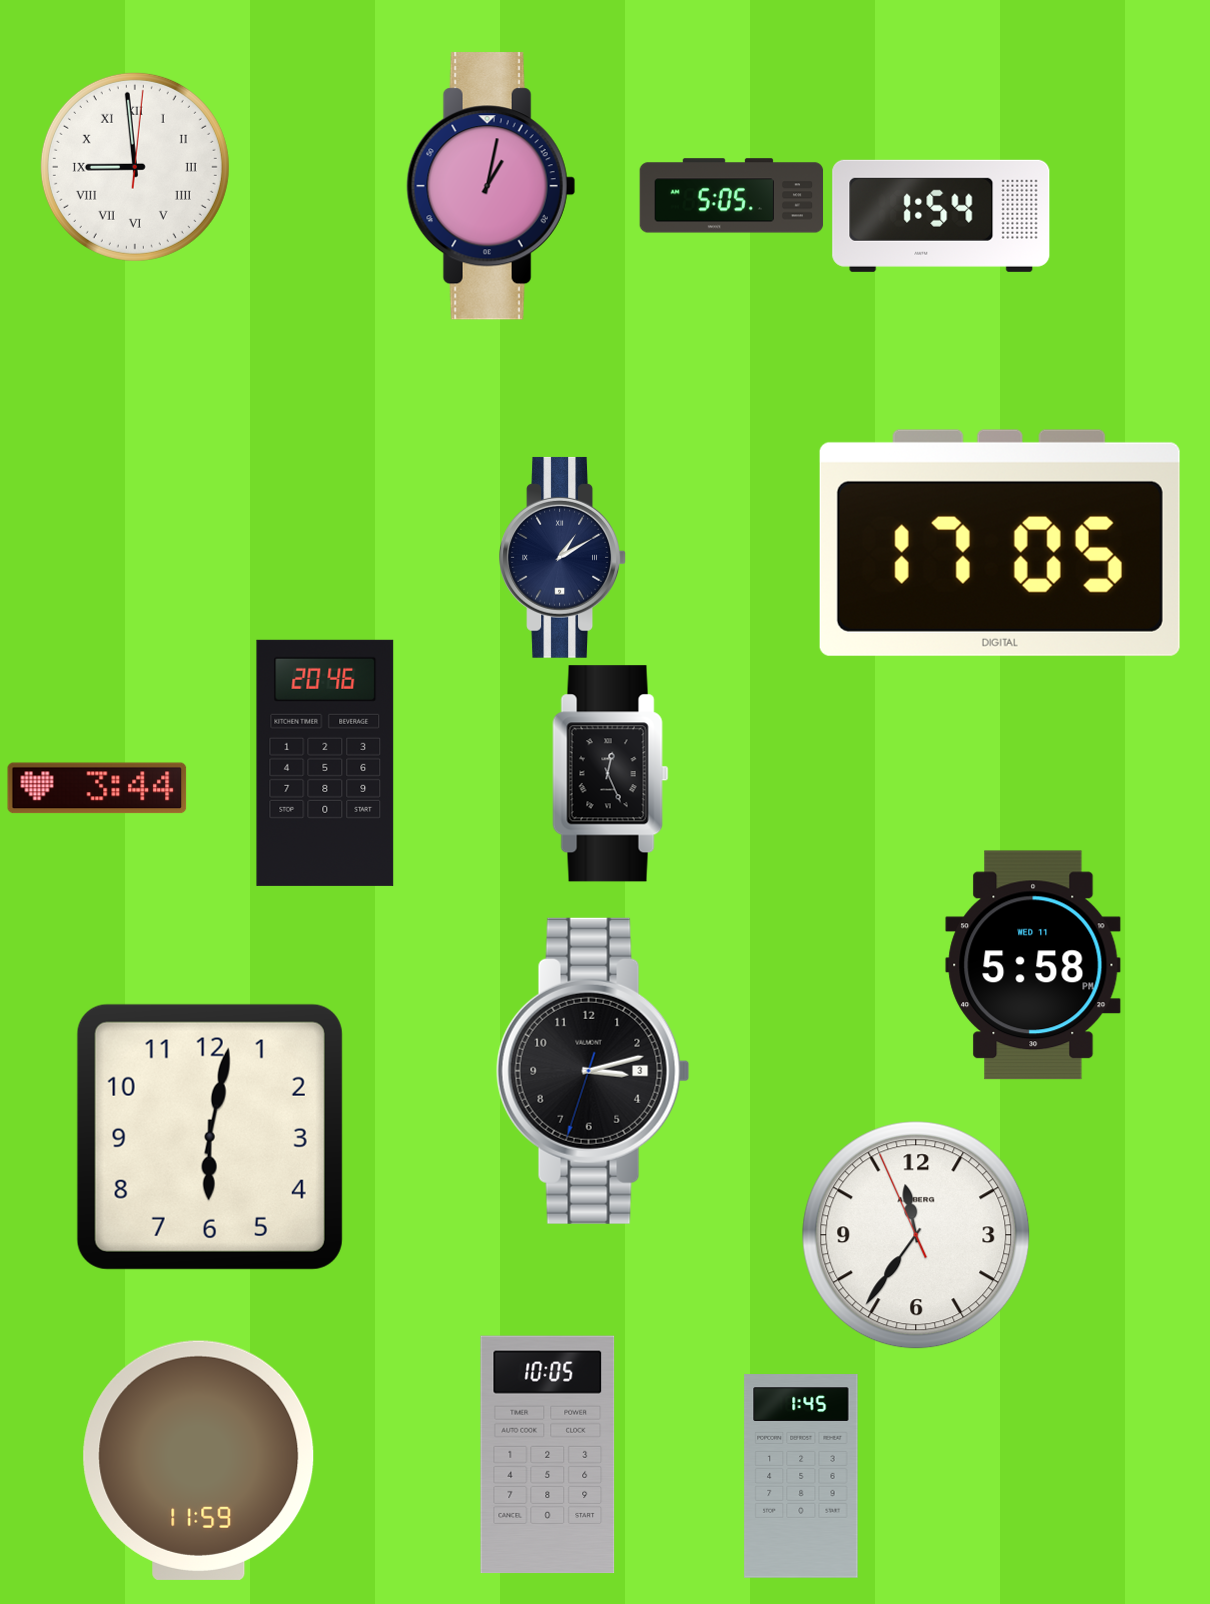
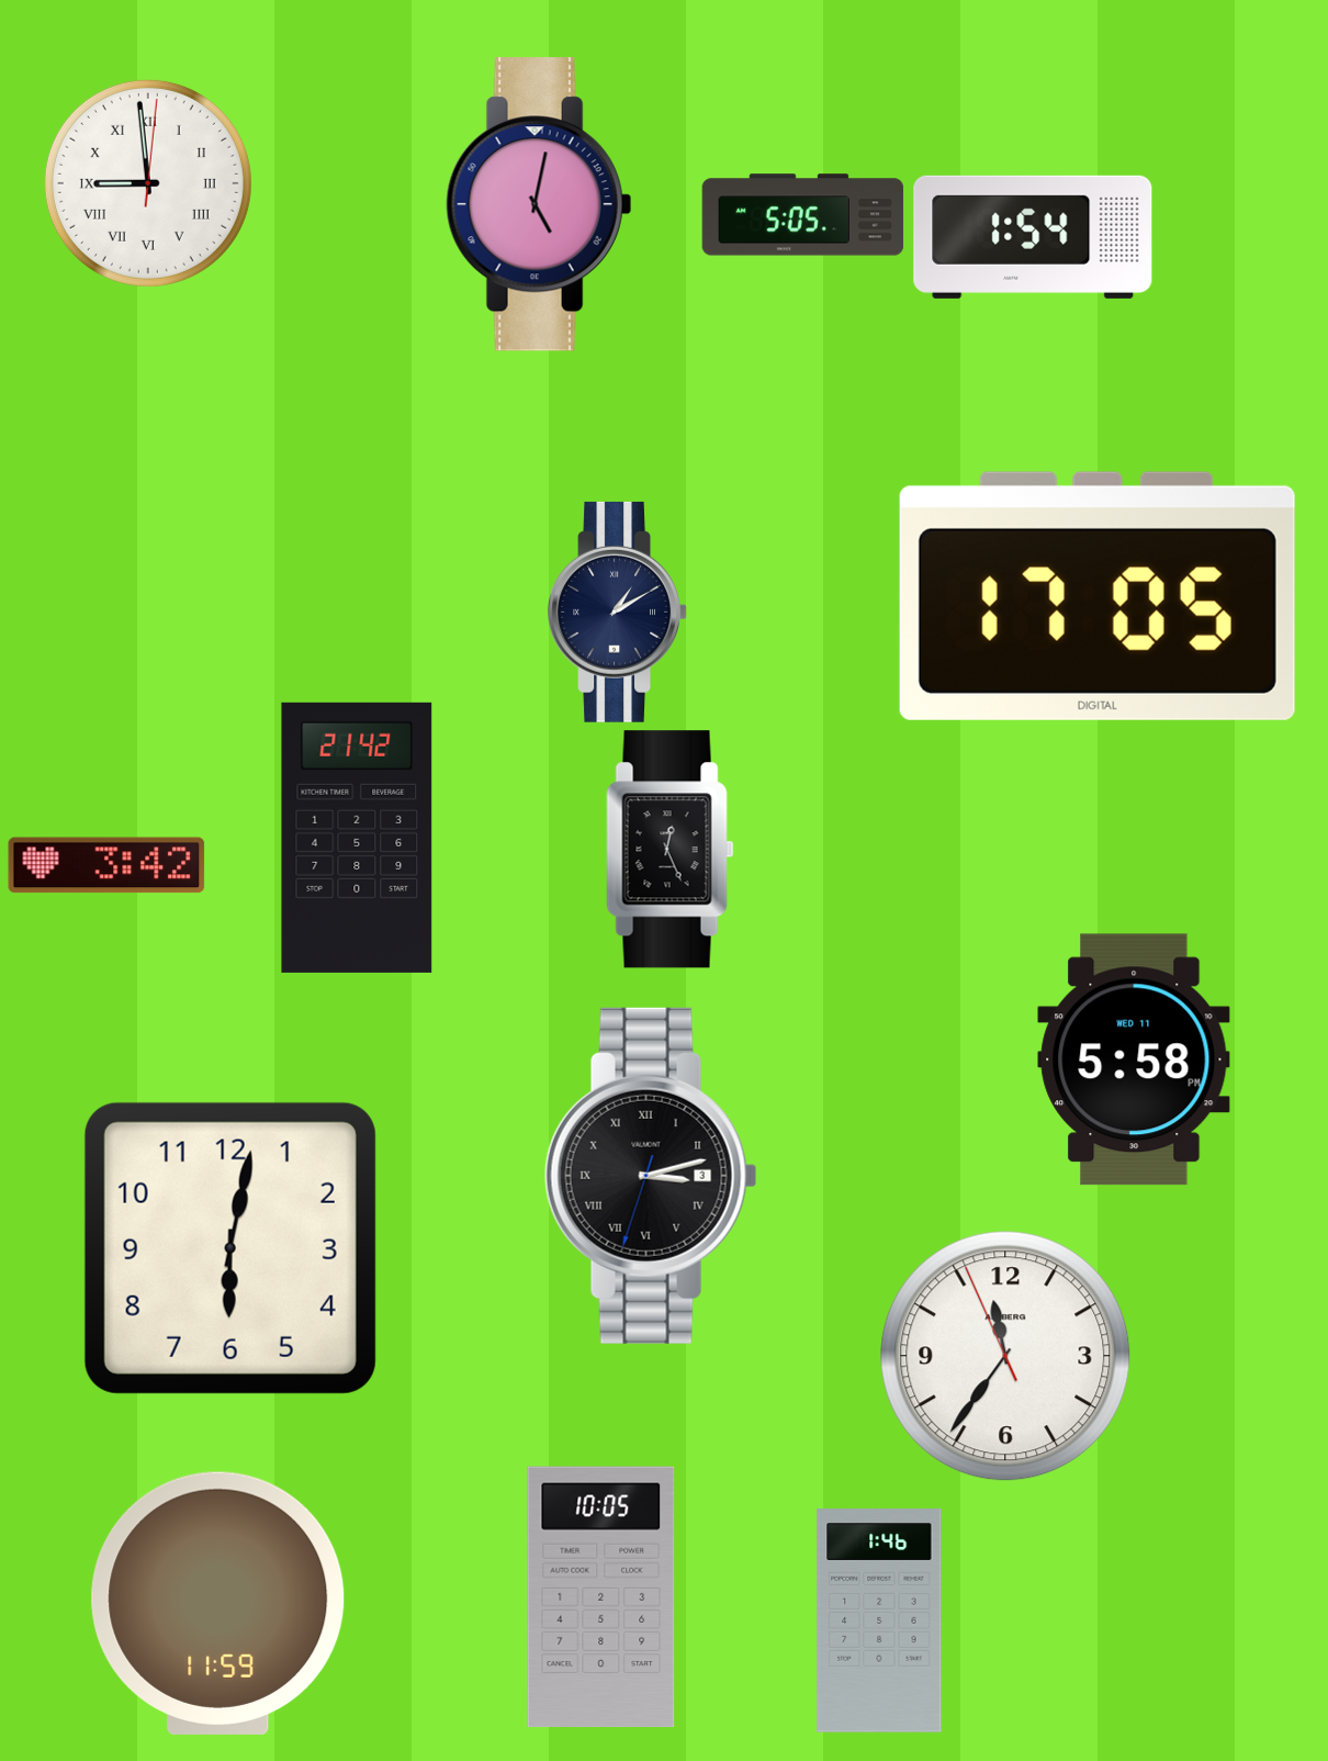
clock at (491, 186): 1:02 -> 5:02
clock at (325, 763): 20:46 -> 21:42
clock at (97, 788): 3:44 -> 3:42
clock at (593, 1071) numerals: Arabic -> Roman
clock at (801, 1476): 1:45 -> 1:46
